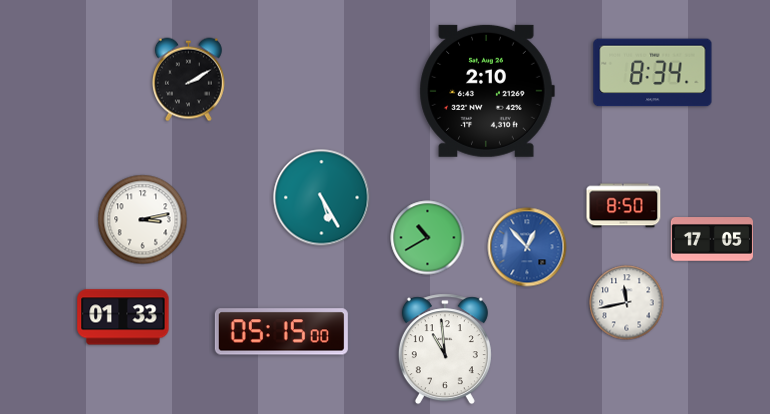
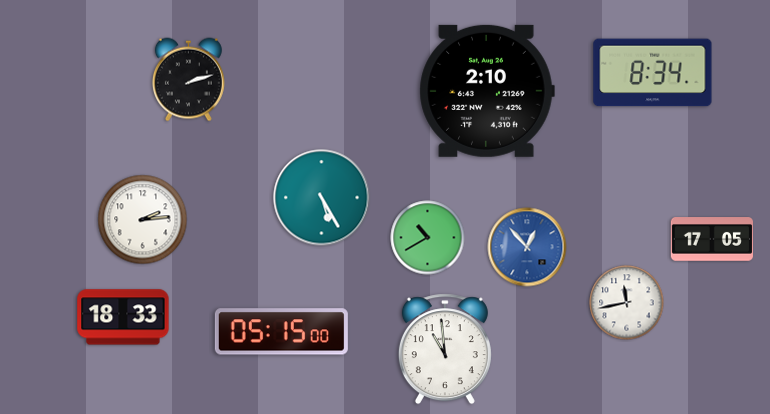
clock at (188, 80): 2:10 -> 2:12
clock at (624, 206): 8:50 -> none
clock at (143, 220): 3:13 -> 2:14
clock at (123, 317): 01:33 -> 18:33
